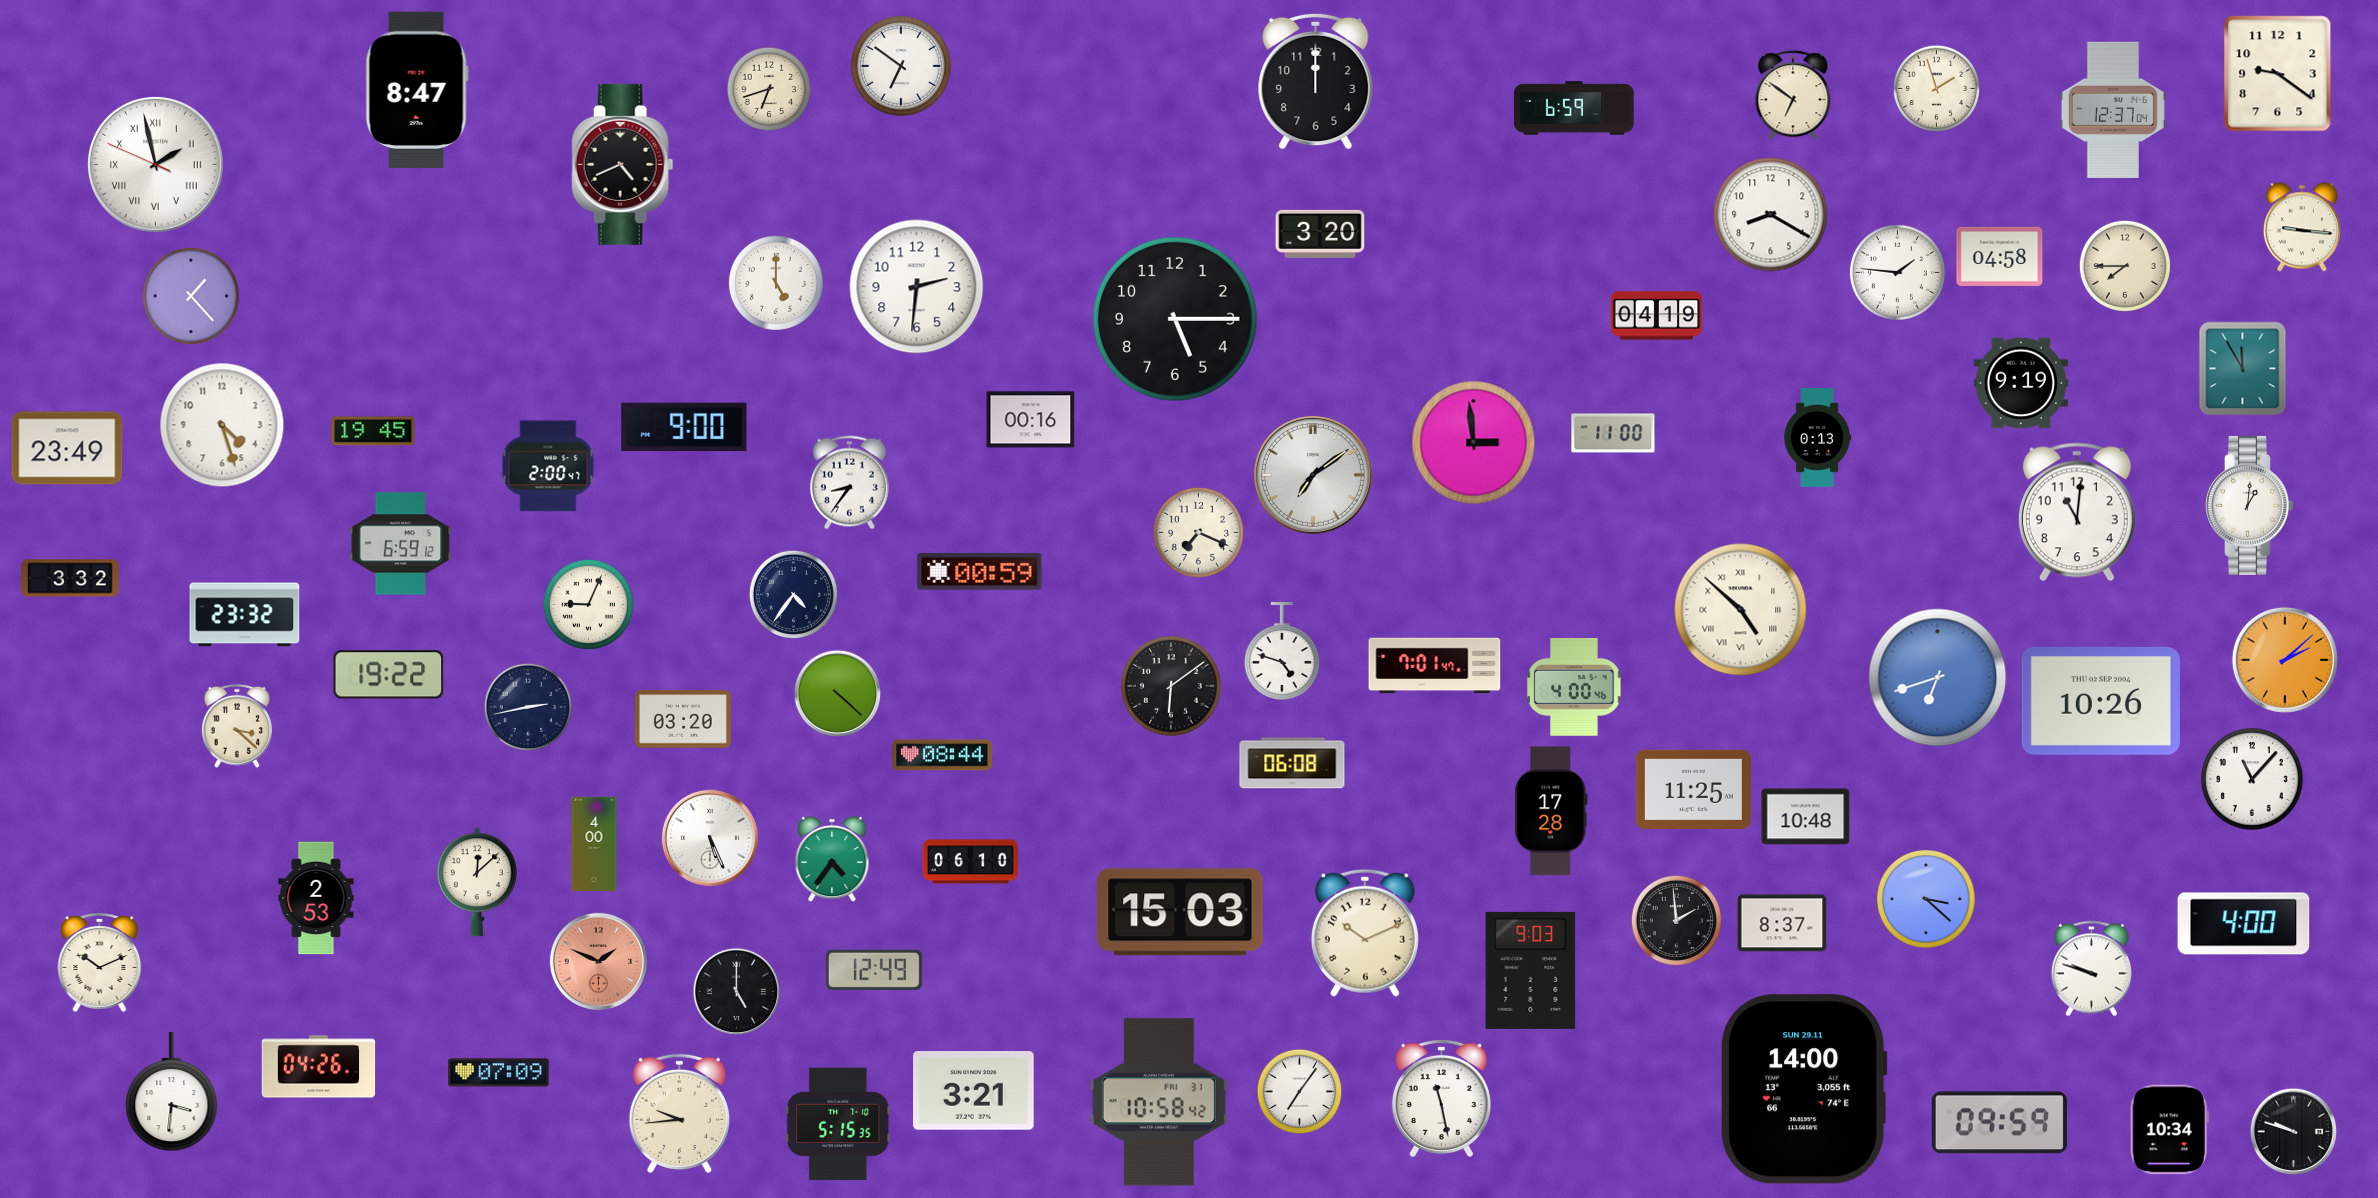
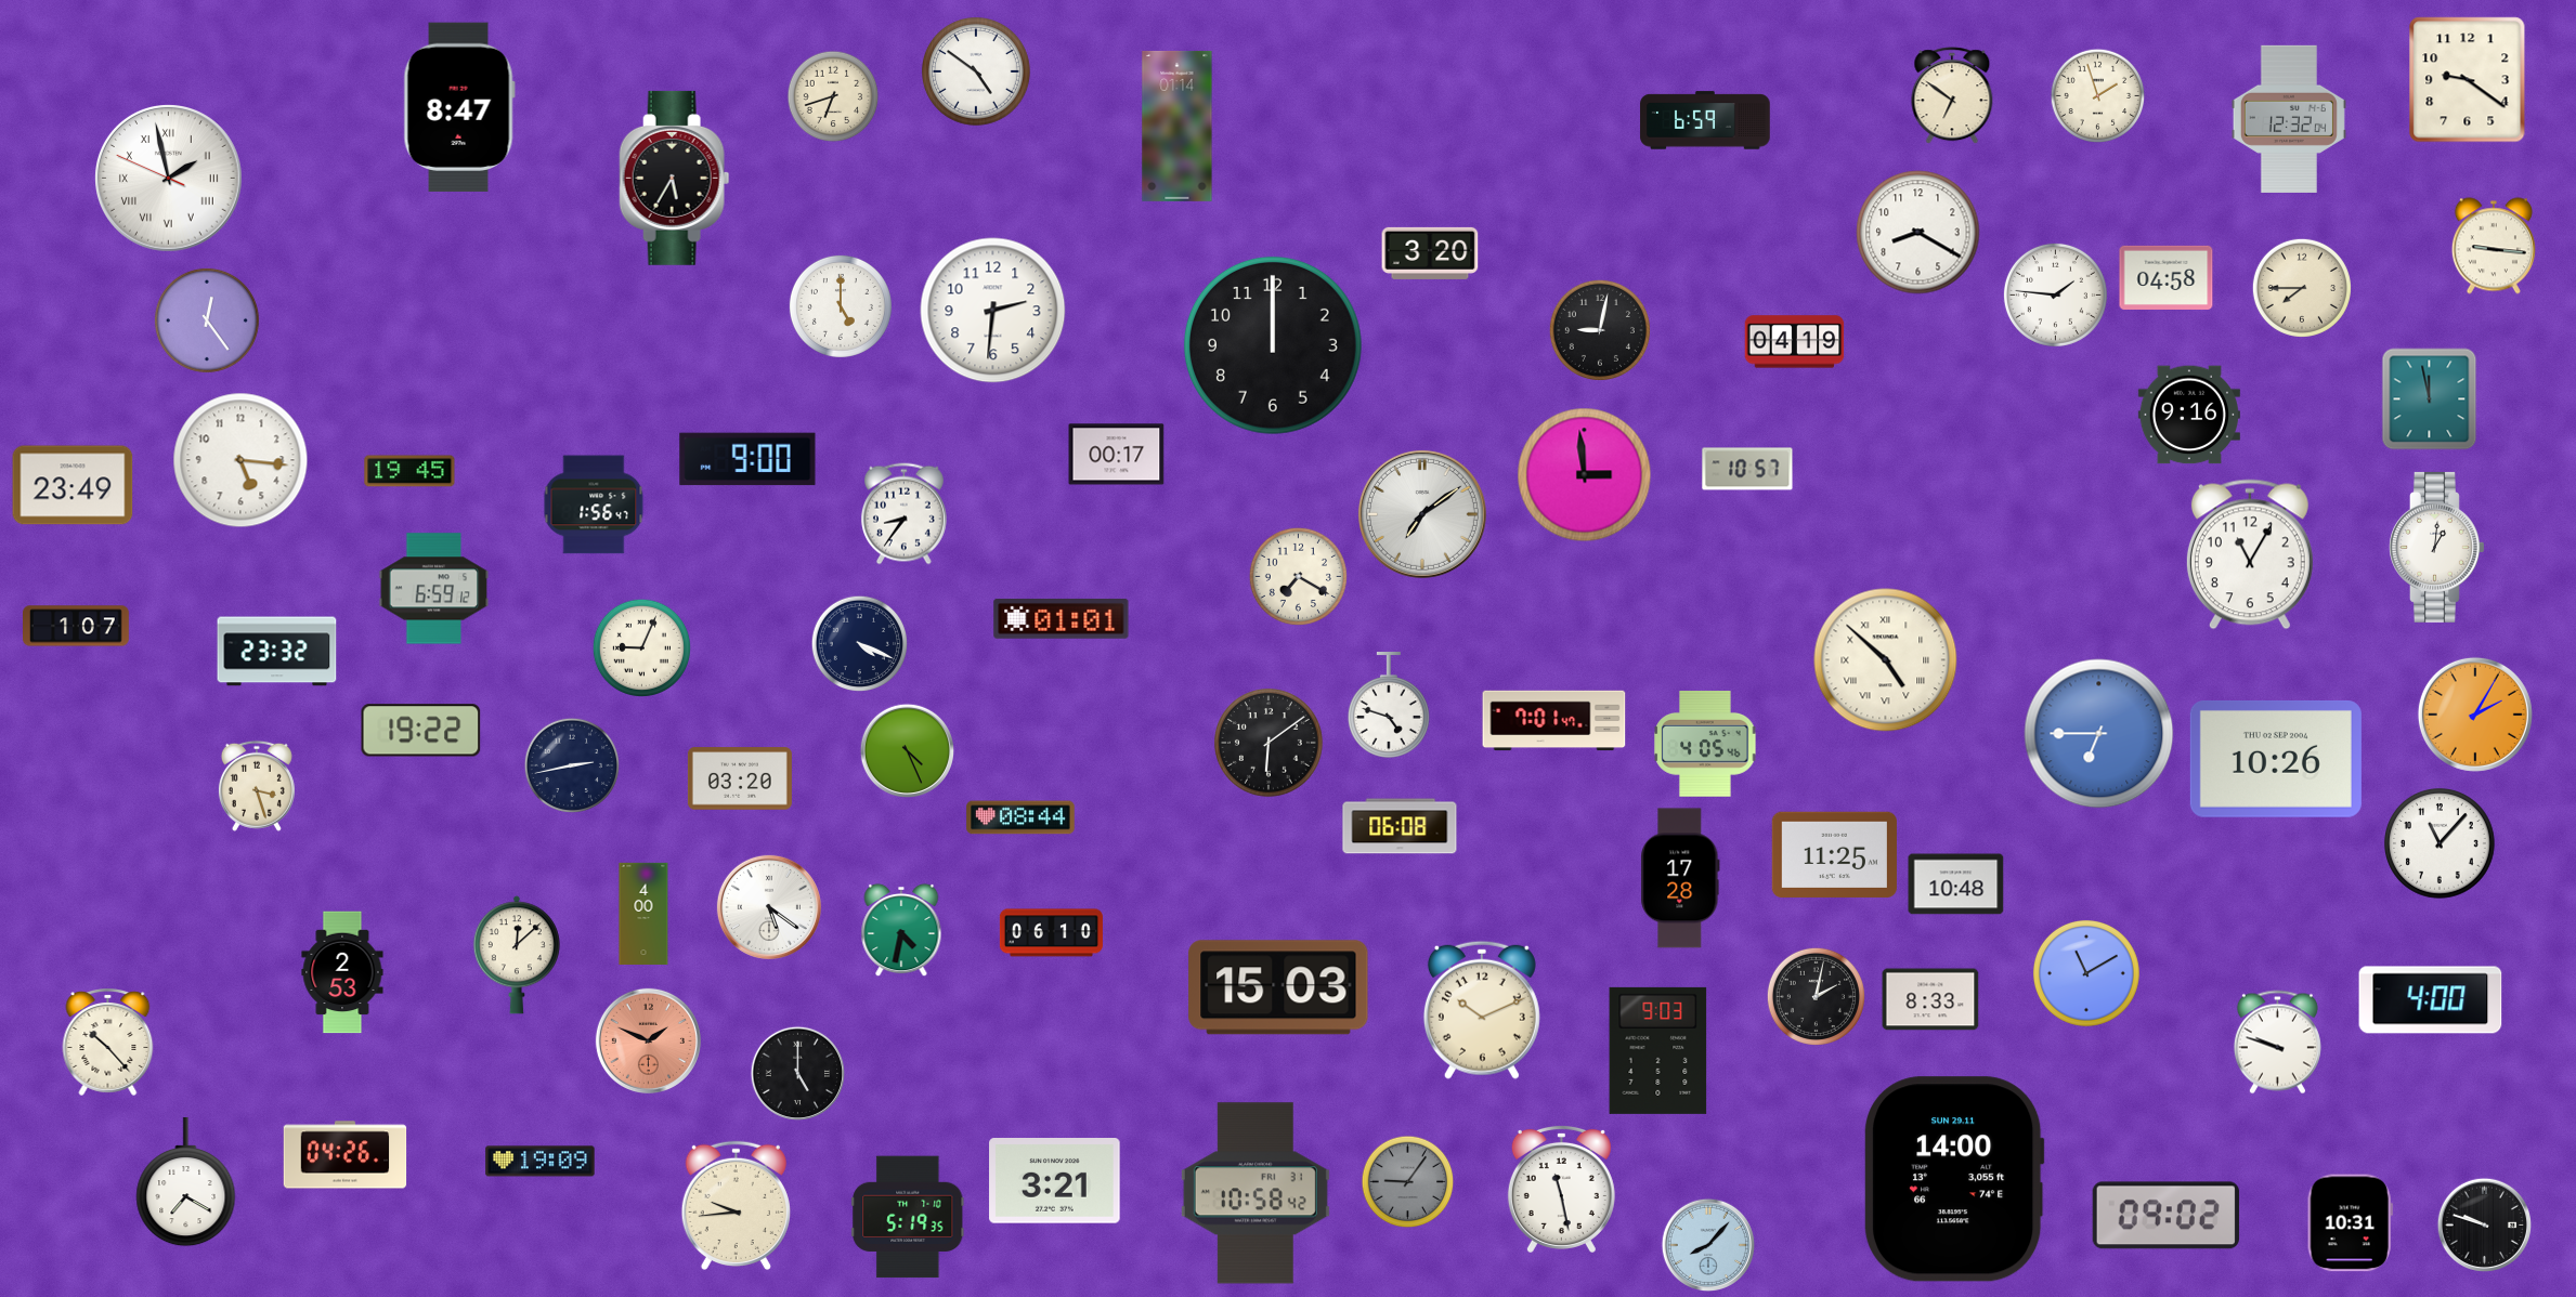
clock at (902, 67): 6:51 -> 4:51
clock at (1316, 81): 12:00 -> none
clock at (417, 90) position: (417, 90) -> (459, 107)
clock at (1793, 96) position: (1793, 96) -> (1952, 96)
clock at (1574, 108) position: (1574, 108) -> (1705, 120)
clock at (2113, 110): 12:37 -> 12:32
clock at (1178, 126): none -> 01:14
clock at (623, 164): 4:41 -> 5:35
clock at (191, 296): 1:23 -> 12:24
clock at (1600, 330): none -> 9:02
clock at (1175, 319): 5:15 -> 12:00
clock at (2243, 369): 11:55 -> 11:58
clock at (2021, 383): 9:19 -> 9:16
clock at (1031, 420): 00:16 -> 00:17
clock at (222, 425): 4:27 -> 5:16
clock at (684, 427) position: (684, 427) -> (747, 459)
clock at (373, 431) position: (373, 431) -> (409, 471)
clock at (1613, 433): 11:00 -> 10:57
clock at (1817, 438): 0:13 -> none
clock at (1474, 443) position: (1474, 443) -> (1585, 475)
clock at (548, 466): 2:00 -> 1:56
clock at (849, 483) position: (849, 483) -> (903, 514)
clock at (2077, 512): 11:01 -> 11:05
clock at (1198, 532): 7:19 -> 7:20
clock at (980, 571): 00:59 -> 01:01
clock at (71, 578): 3:32 -> 1:07
clock at (793, 594): 4:36 -> 4:19
clock at (588, 604) position: (588, 604) -> (641, 647)
clock at (245, 615) position: (245, 615) -> (277, 652)
clock at (2285, 660): 2:08 -> 2:05
clock at (1938, 678): 6:42 -> 6:45
clock at (1574, 687): 4:00 -> 4:05
clock at (837, 693): 4:22 -> 4:26
clock at (237, 726): 3:22 -> 3:27
clock at (710, 838): 5:26 -> 5:21
clock at (832, 859): 4:36 -> 4:32
clock at (1926, 899): 3:22 -> 11:10
clock at (1676, 920): 1:59 -> 2:02
clock at (1782, 923): 8:37 -> 8:33
clock at (1365, 933) position: (1365, 933) -> (1482, 1010)
clock at (100, 962): 10:11 -> 10:23
clock at (2091, 969) position: (2091, 969) -> (2277, 1043)
clock at (874, 970): 12:49 -> none
clock at (499, 1073): 07:09 -> 19:09
clock at (172, 1092): 3:31 -> 7:20
clock at (1300, 1092): 7:06 -> 9:06
clock at (1300, 1092) dial: white -> grey
clock at (1999, 1123): 09:59 -> 09:02
clock at (838, 1124): 5:15 -> 5:19
clock at (2169, 1130): 10:34 -> 10:31
clock at (1707, 1244): none -> 8:07
